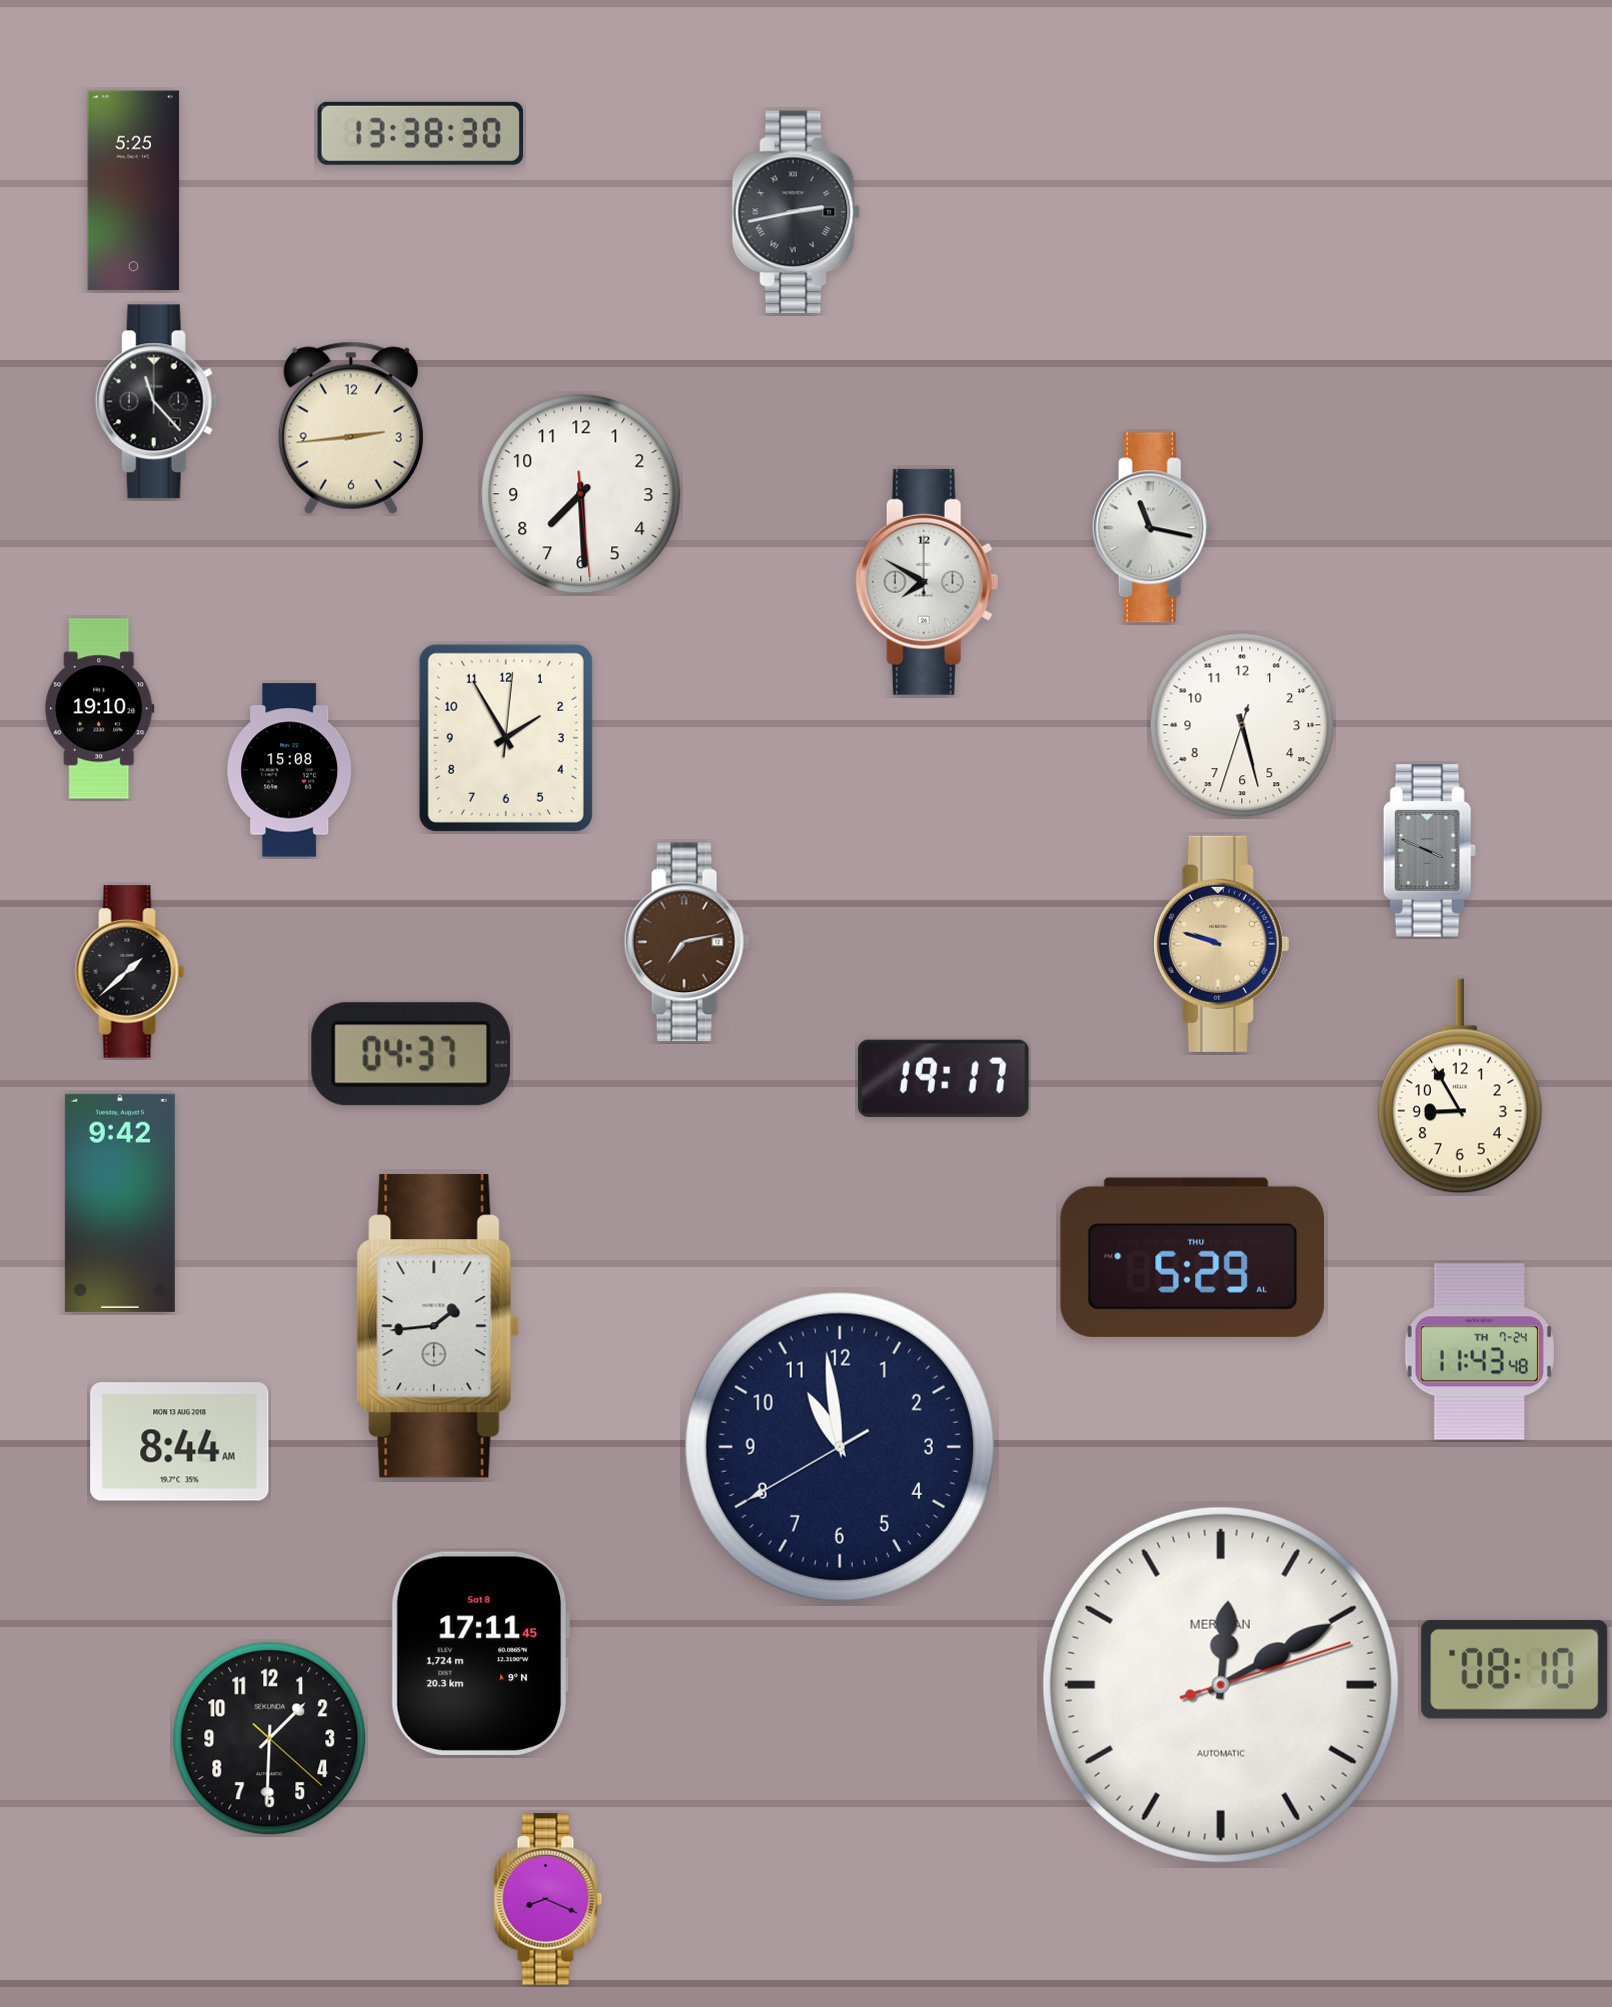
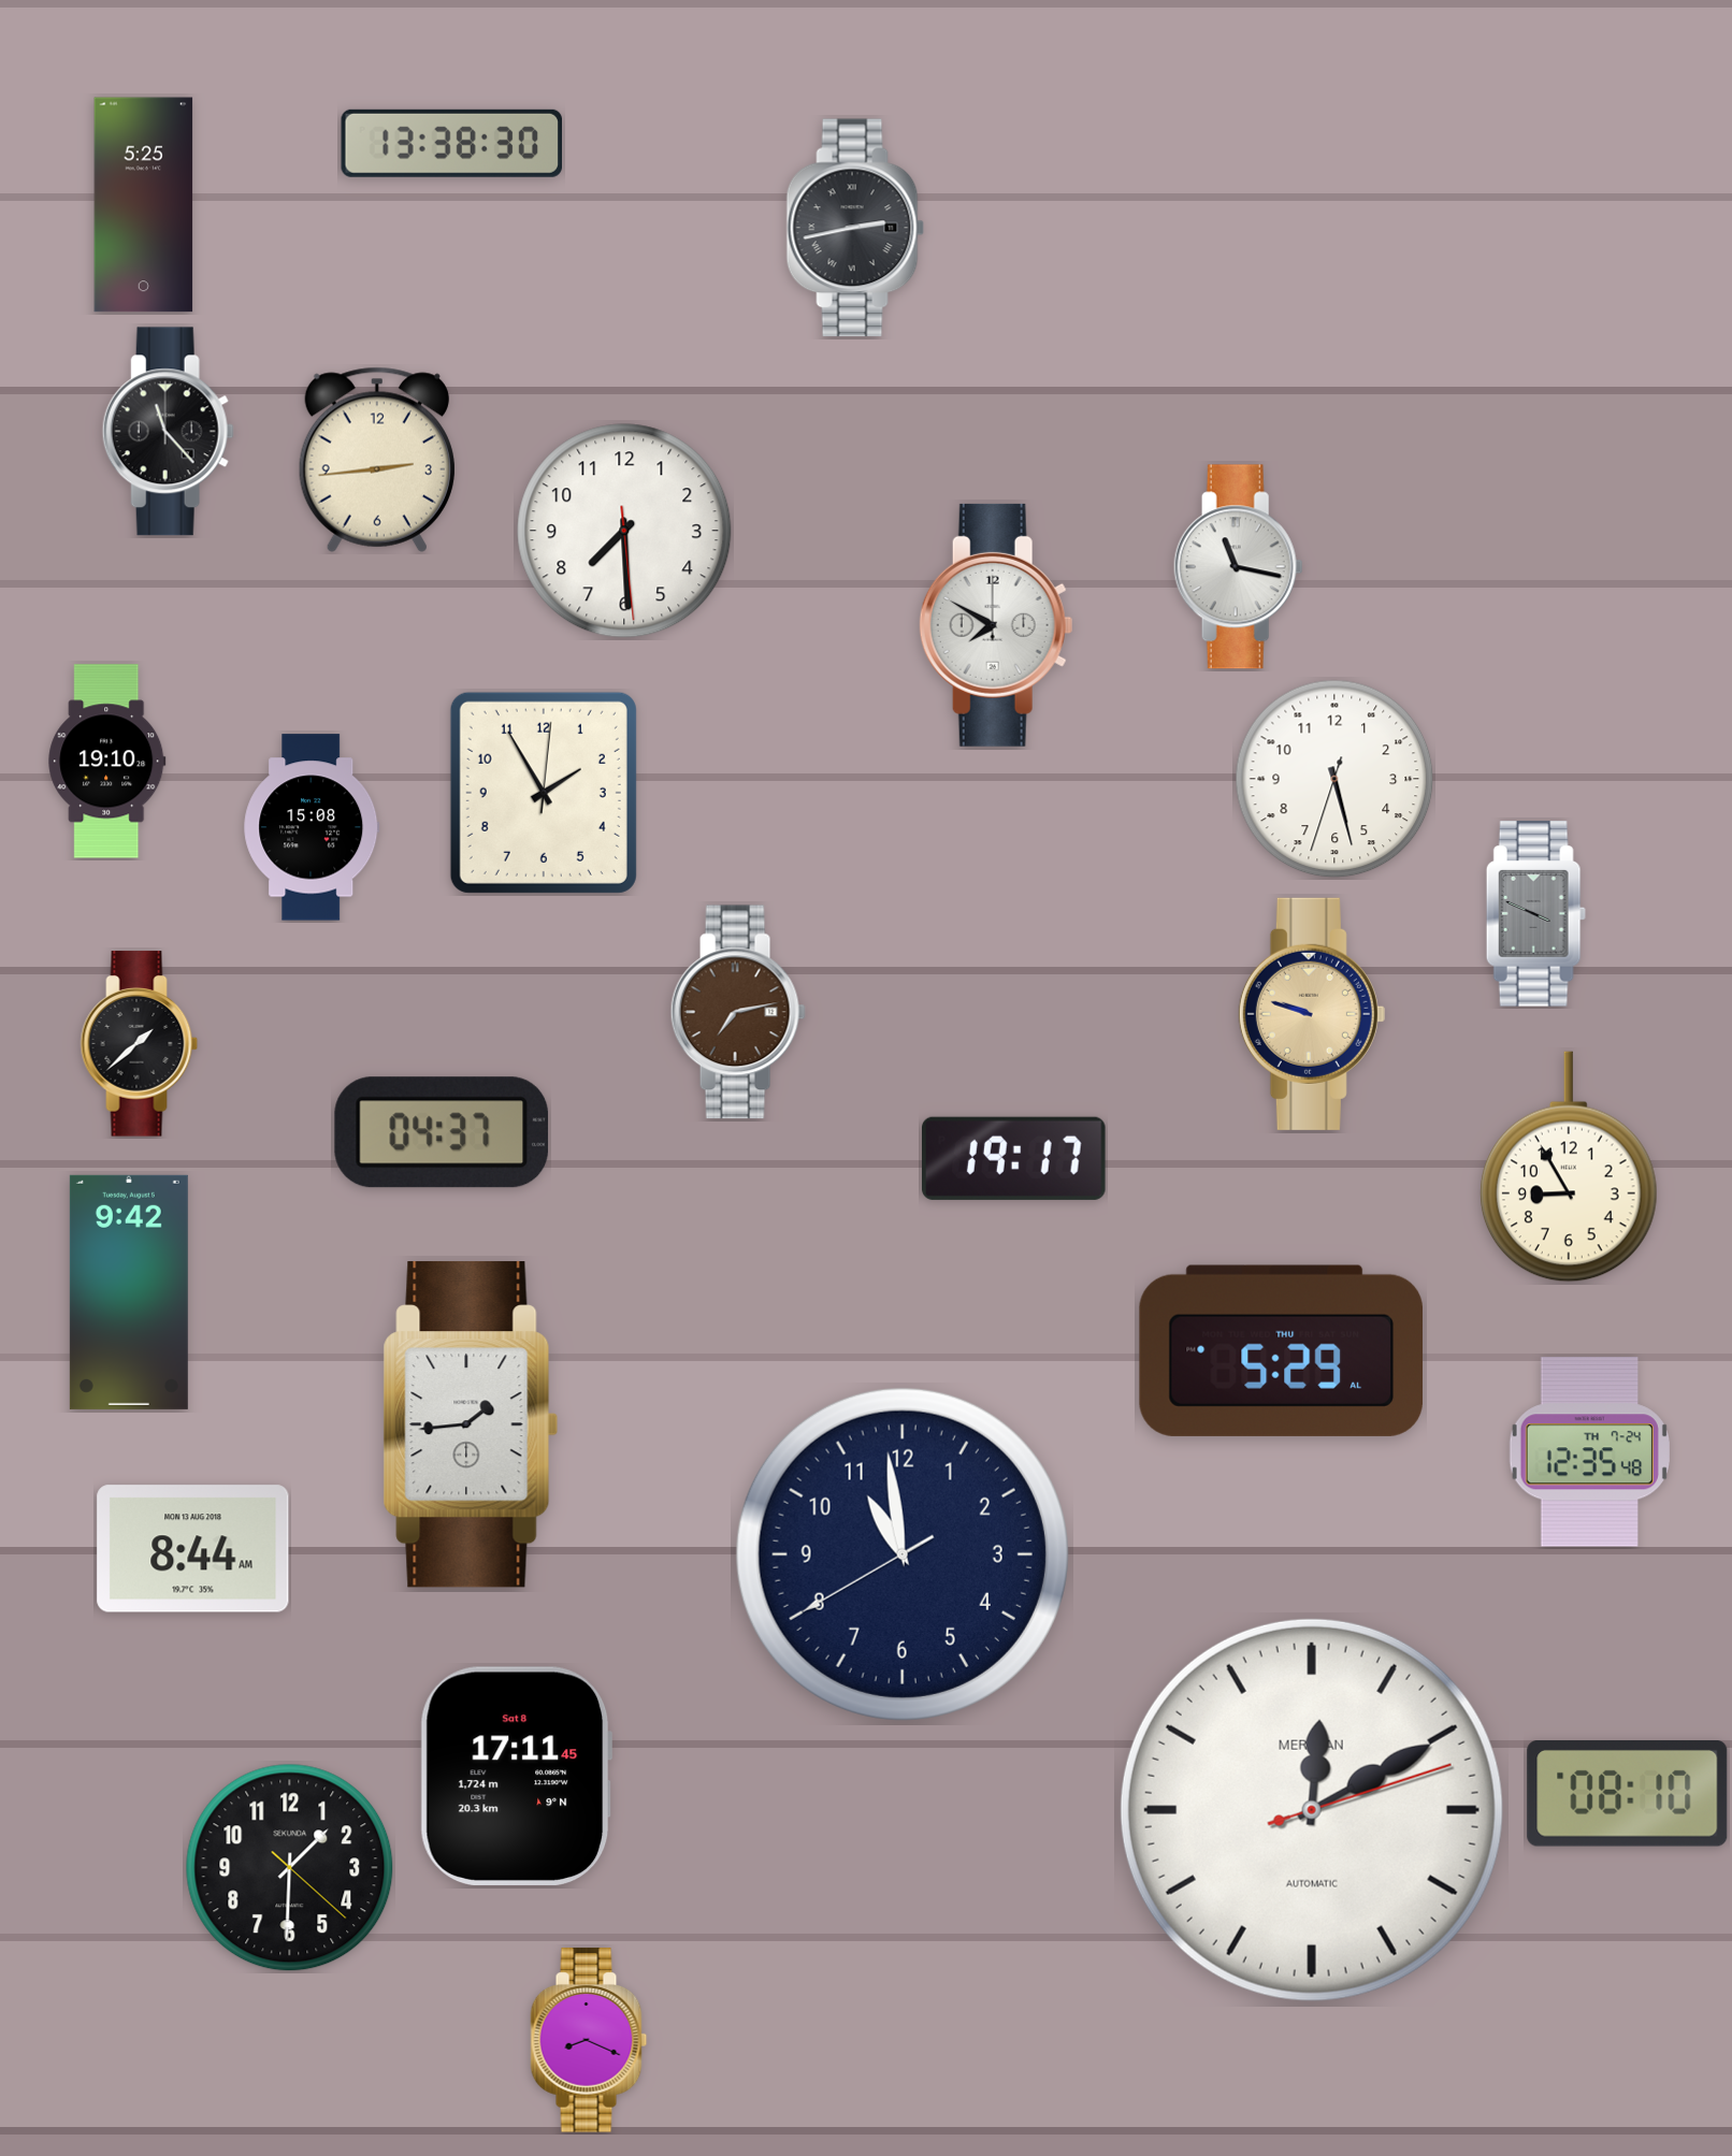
clock at (1479, 1352): 11:43 -> 12:35
